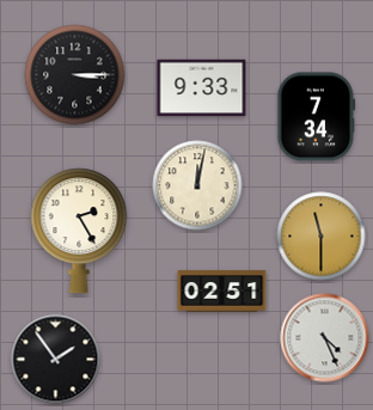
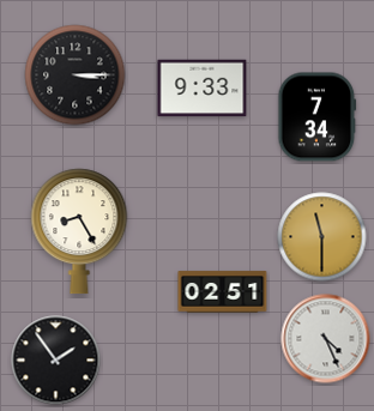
clock at (197, 185): 12:02 -> none
clock at (79, 231): 2:25 -> 8:25
